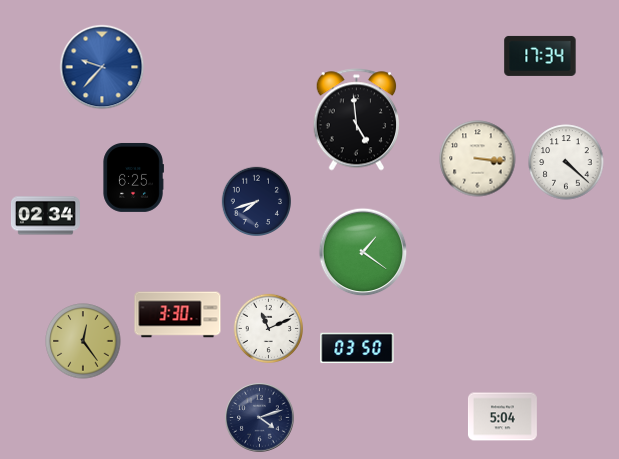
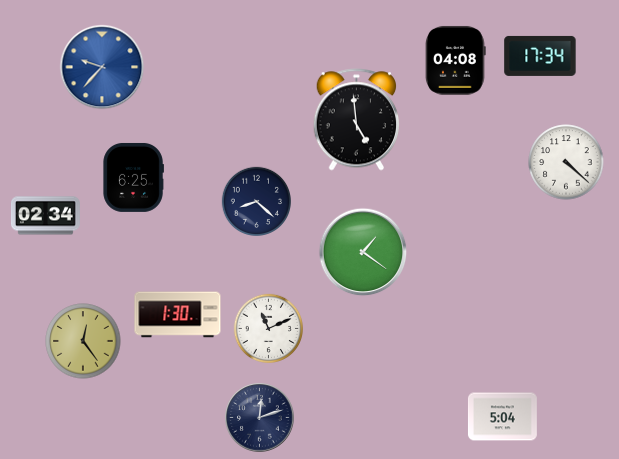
clock at (456, 60): none -> 04:08
clock at (478, 159): 3:16 -> none
clock at (256, 201): 7:42 -> 8:22
clock at (178, 315): 3:30 -> 1:30
clock at (357, 348): 03:50 -> none
clock at (260, 418): 4:12 -> 12:12
